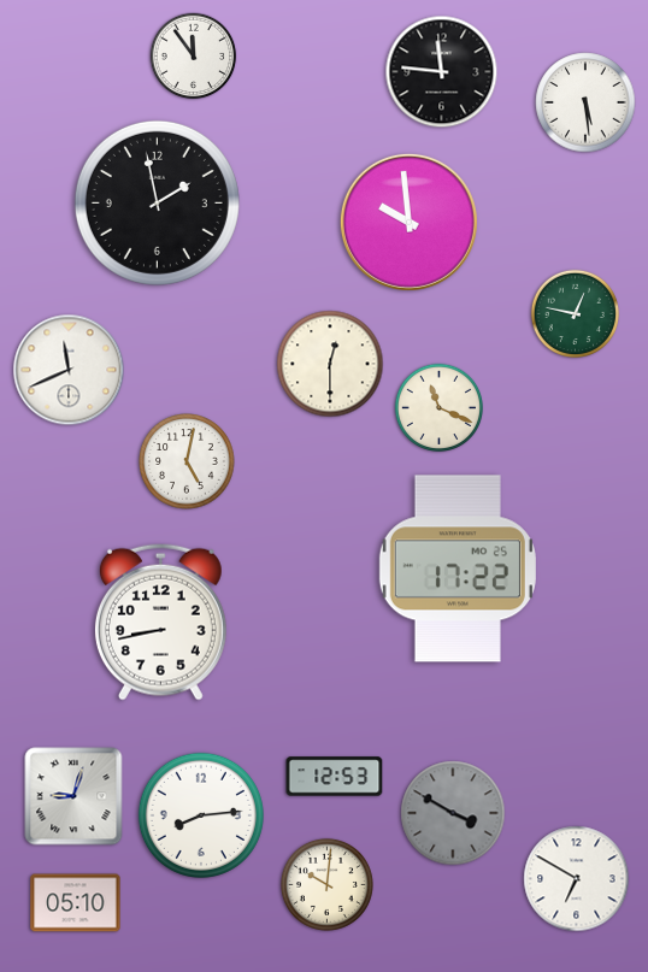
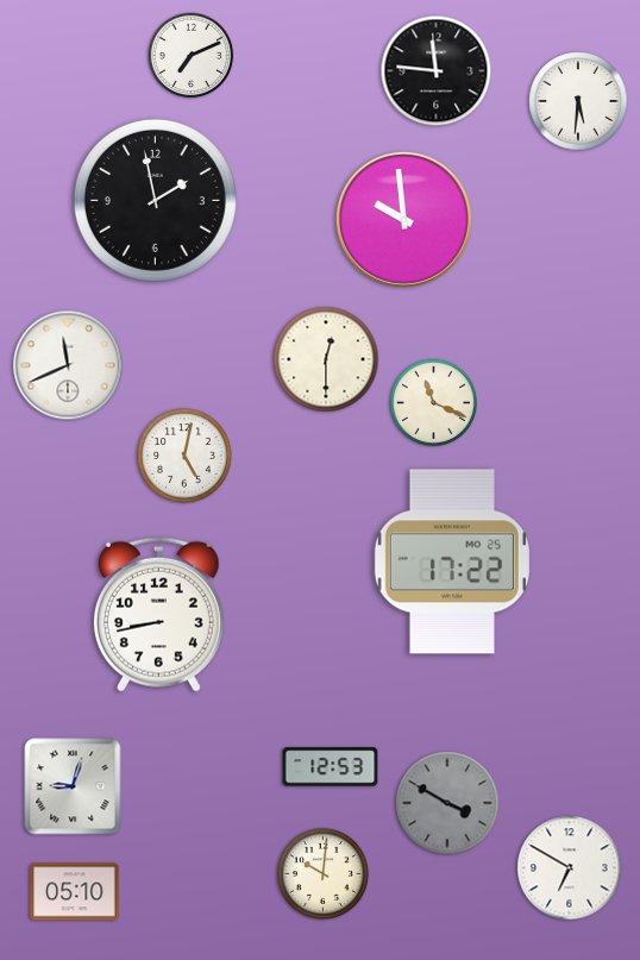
clock at (194, 57): 11:54 -> 7:11
clock at (585, 102): 5:29 -> 5:31
clock at (575, 313): 12:47 -> none
clock at (201, 815): 8:14 -> none
